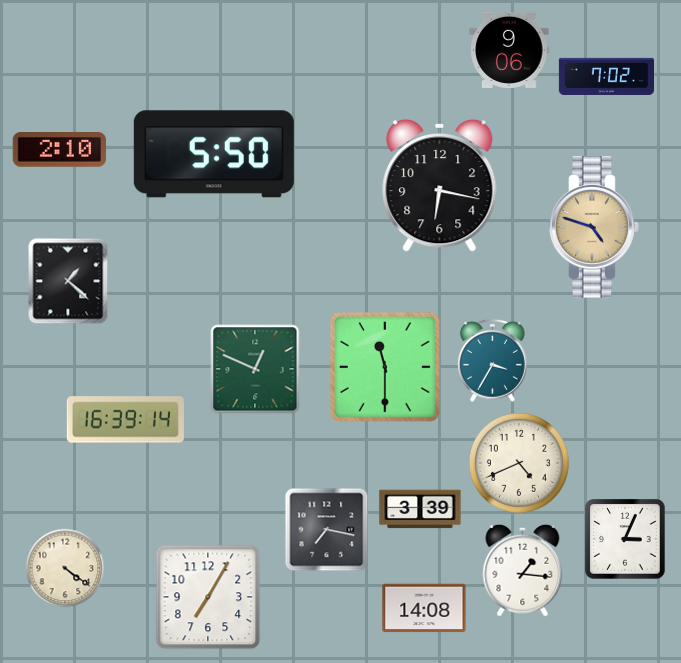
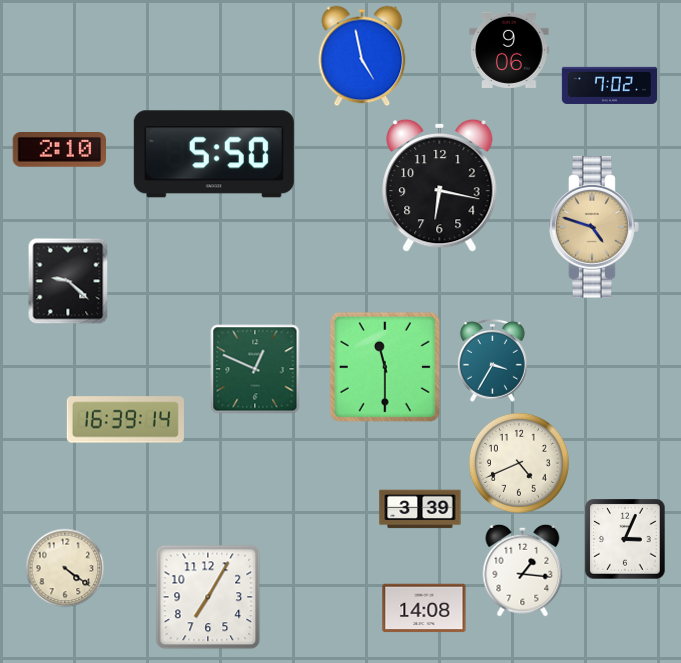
clock at (362, 56): none -> 4:58
clock at (606, 76) position: (606, 76) -> (609, 85)
clock at (68, 281): 1:22 -> 9:22
clock at (327, 530): 7:17 -> none
